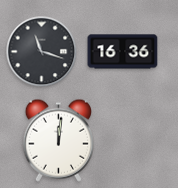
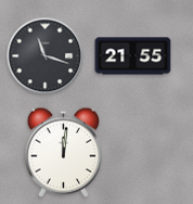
clock at (123, 52): 16:36 -> 21:55
